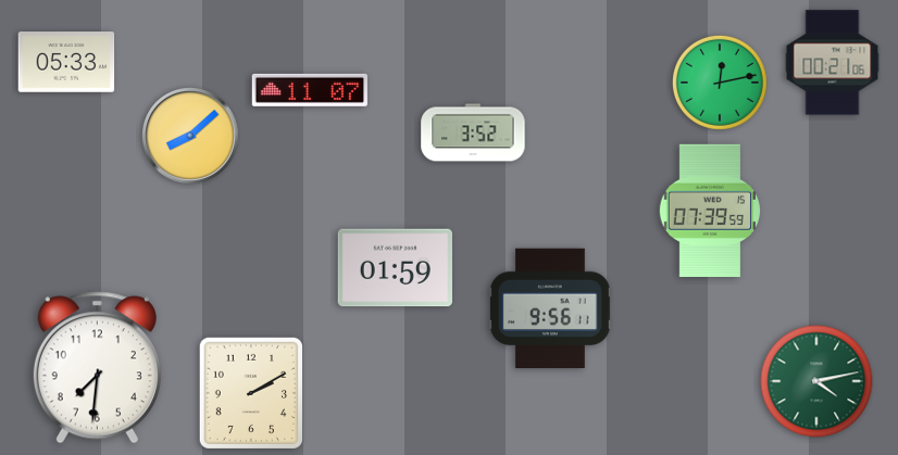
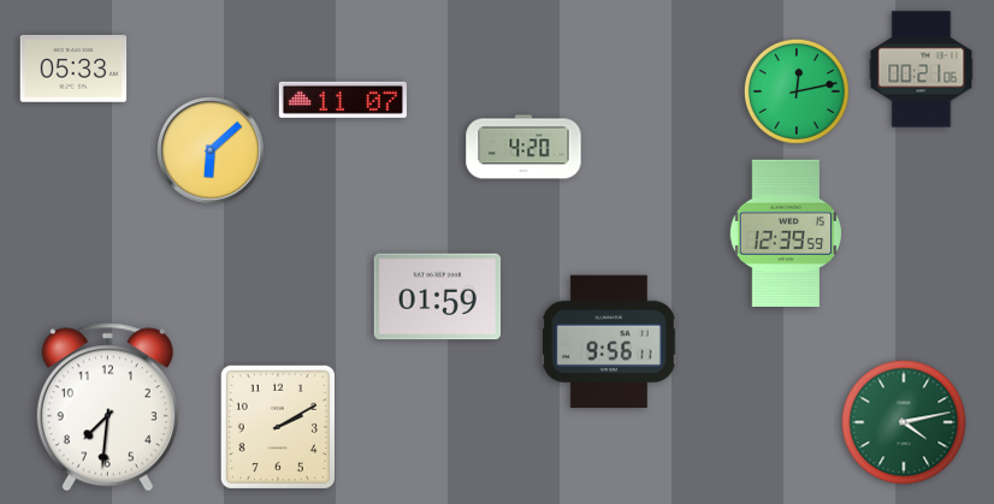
clock at (473, 132): 3:52 -> 4:20
clock at (191, 137): 8:08 -> 6:08
clock at (709, 211): 07:39 -> 12:39
clock at (251, 392) position: (251, 392) -> (278, 426)
